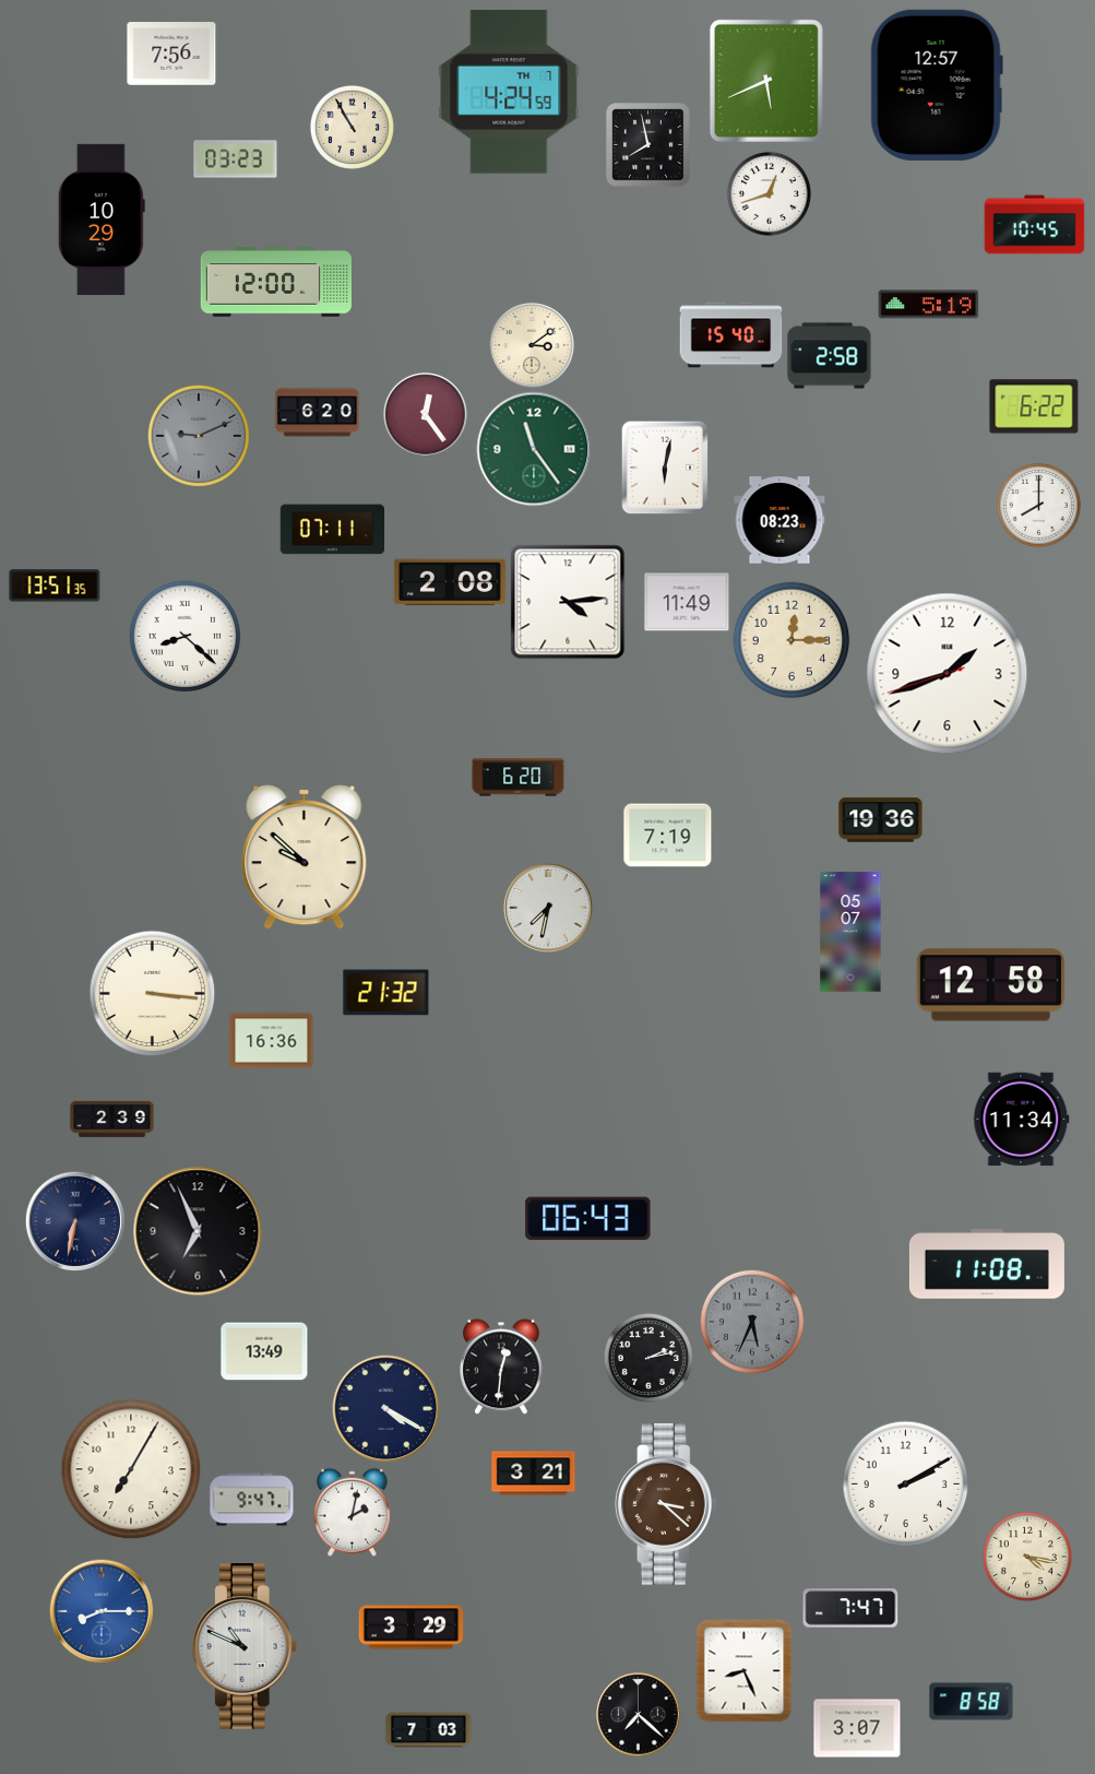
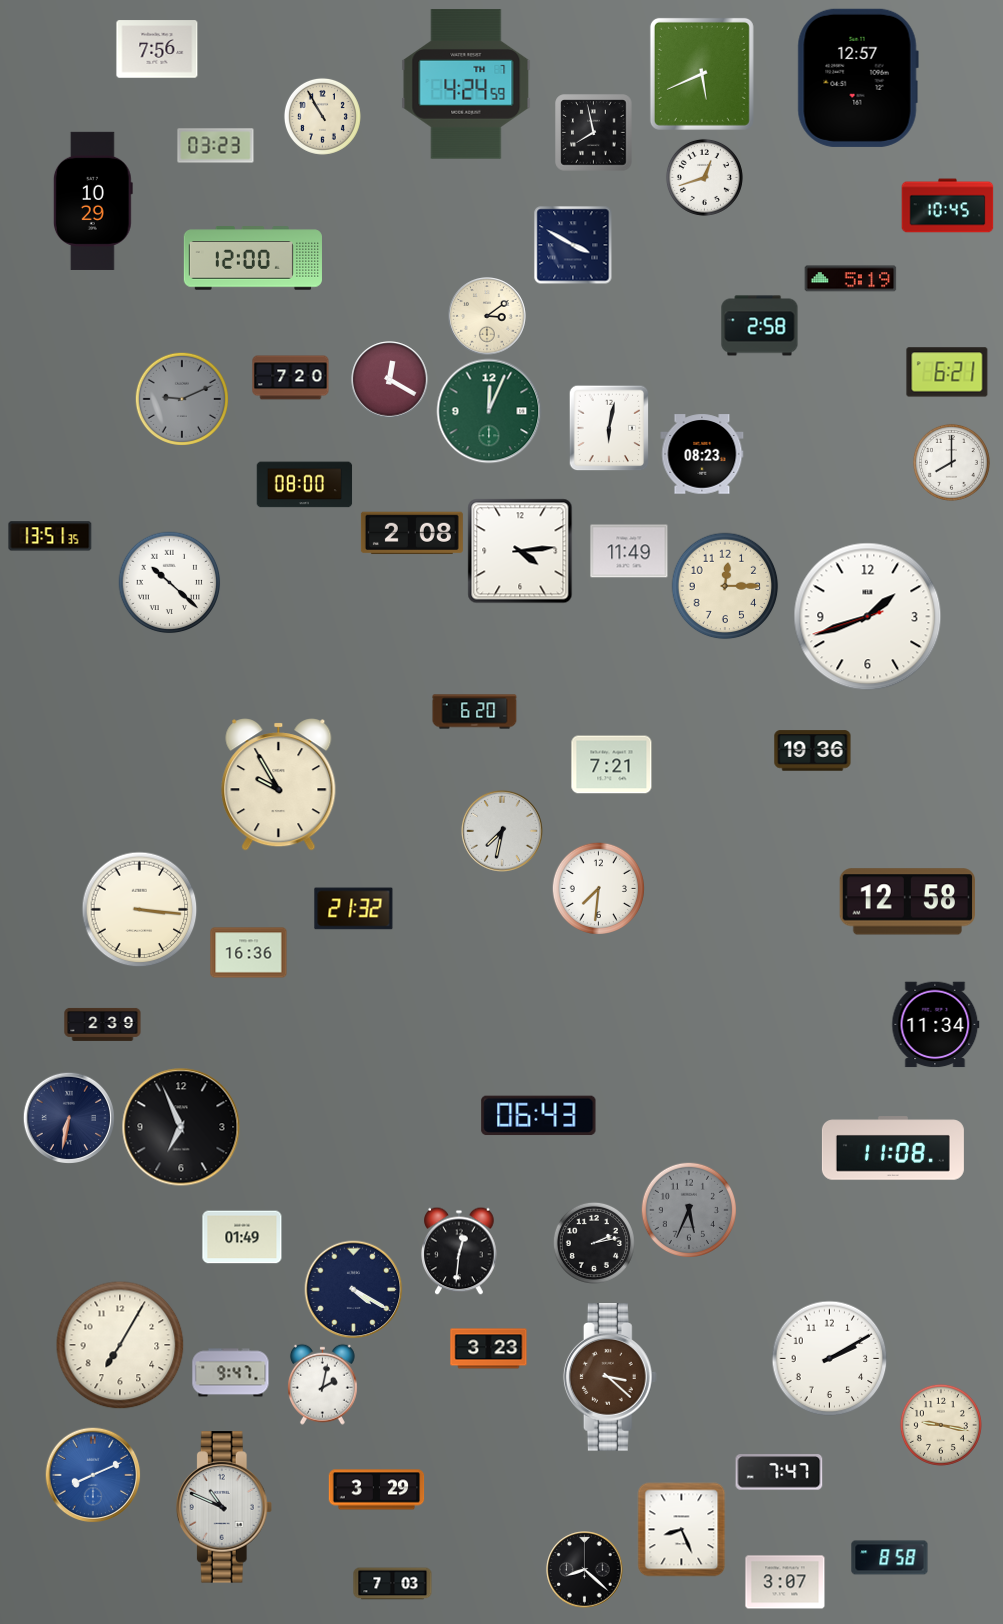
clock at (573, 245): none -> 3:50
clock at (731, 335): 15:40 -> none
clock at (1034, 406): 6:22 -> 6:21
clock at (318, 413): 6:20 -> 7:20
clock at (426, 415): 12:24 -> 12:20
clock at (534, 449): 11:24 -> 12:04
clock at (779, 520) position: (779, 520) -> (702, 454)
clock at (333, 530): 07:11 -> 08:00
clock at (186, 637): 8:22 -> 10:22
clock at (881, 820) position: (881, 820) -> (813, 751)
clock at (668, 836): 7:19 -> 7:21
clock at (305, 858): 9:52 -> 9:55
clock at (850, 932): 05:07 -> none
clock at (598, 888): none -> 7:31
clock at (987, 1264) position: (987, 1264) -> (893, 1148)
clock at (264, 1351): 13:49 -> 01:49
clock at (534, 1474): 3:21 -> 3:23
clock at (1027, 1557): 4:17 -> 9:17
clock at (102, 1611): 8:15 -> 8:11
clock at (639, 1715): 7:22 -> 8:22
